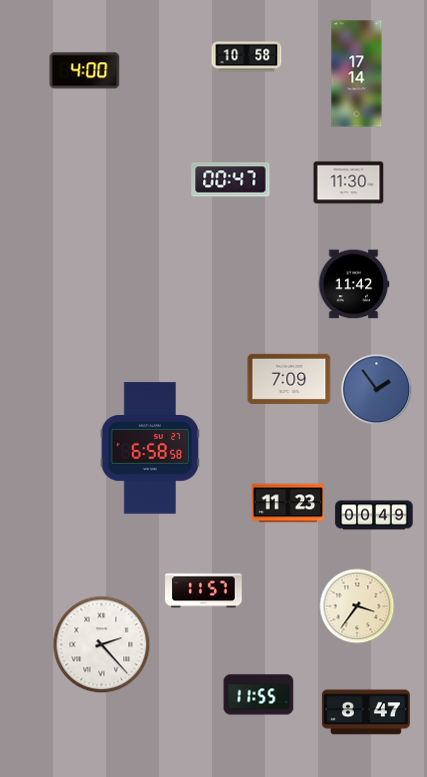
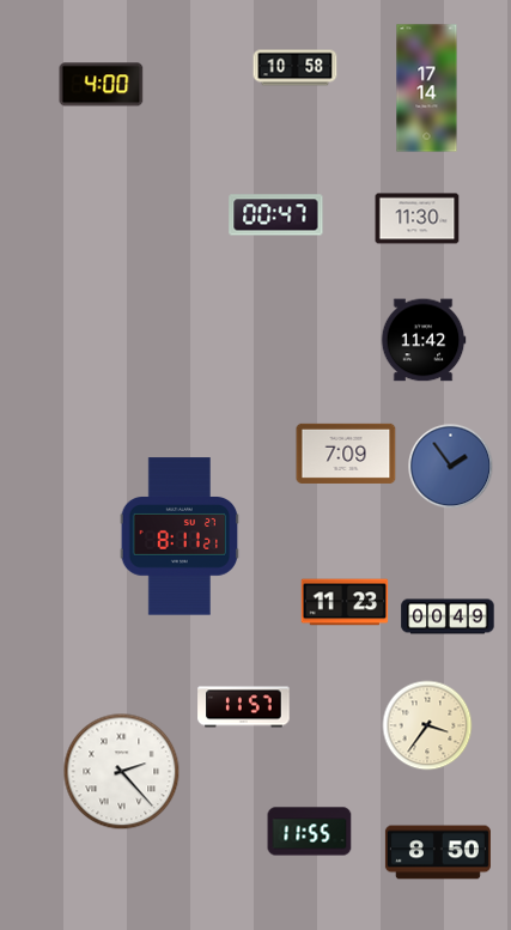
clock at (150, 448): 6:58 -> 8:11
clock at (366, 712): 8:47 -> 8:50
